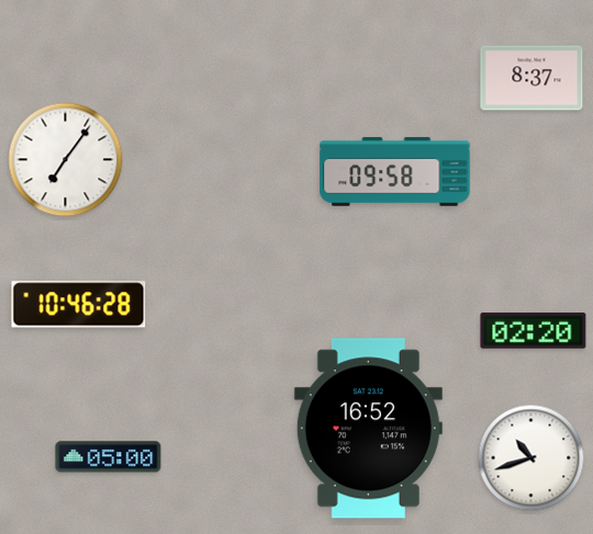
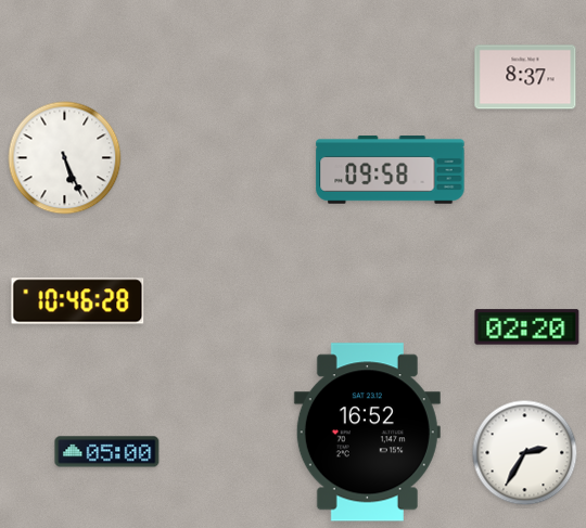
clock at (66, 160): 7:06 -> 5:26
clock at (368, 429) position: (368, 429) -> (367, 433)
clock at (532, 458): 10:42 -> 2:35
